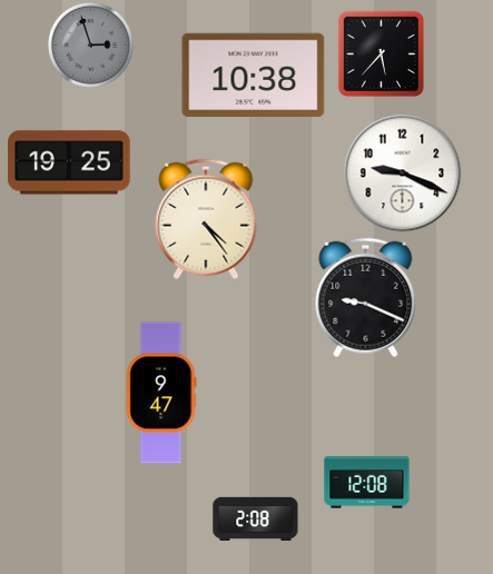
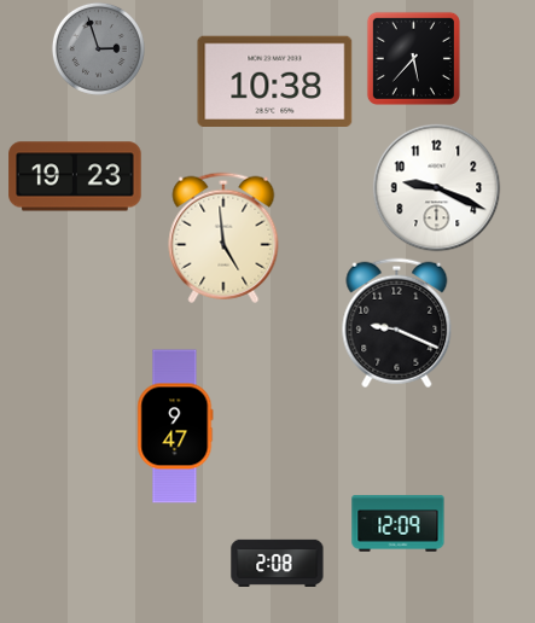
clock at (69, 162): 19:25 -> 19:23
clock at (206, 219): 4:24 -> 4:59
clock at (367, 483): 12:08 -> 12:09
